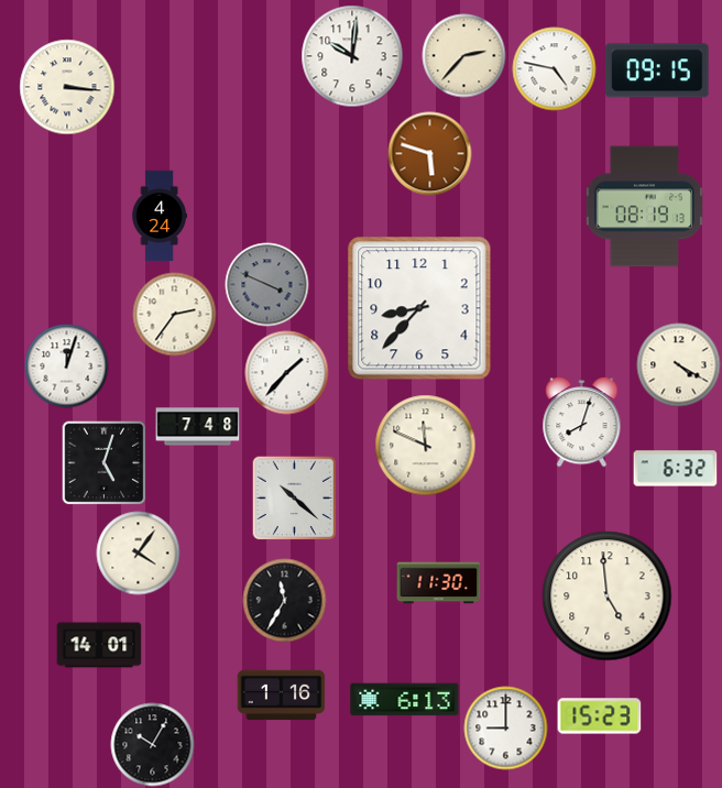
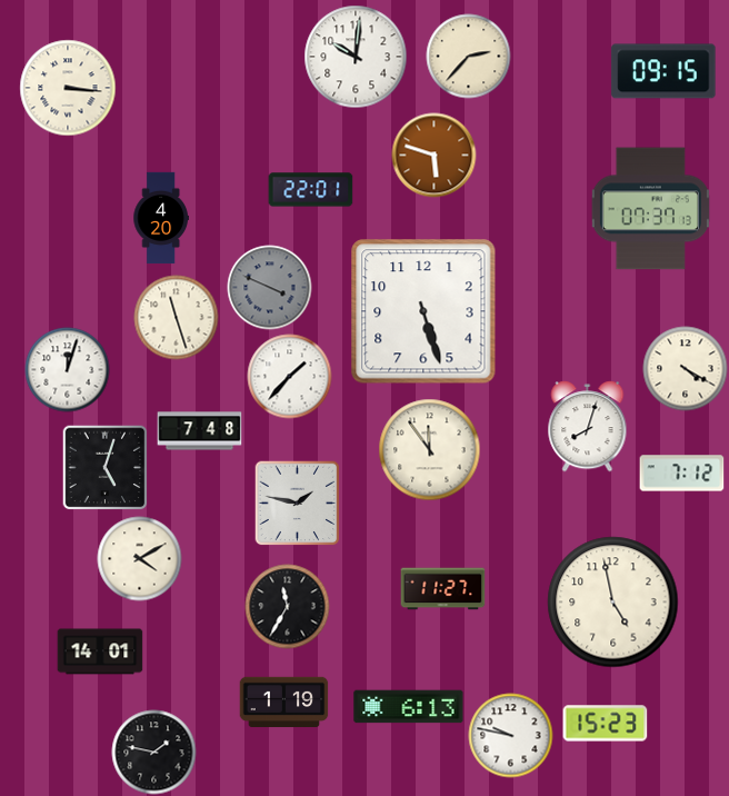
clock at (555, 69): 4:47 -> none
clock at (311, 190): none -> 22:01
clock at (644, 207): 08:19 -> 07:37
clock at (160, 216): 4:24 -> 4:20
clock at (419, 308): 8:37 -> 5:27
clock at (175, 315): 2:36 -> 11:27
clock at (426, 446): 11:49 -> 11:54
clock at (676, 469): 6:32 -> 7:12
clock at (294, 497): 10:22 -> 1:47
clock at (139, 554): 4:06 -> 4:10
clock at (439, 583): 11:30 -> 11:27
clock at (608, 597): 4:59 -> 4:58
clock at (282, 696): 1:16 -> 1:19
clock at (506, 729): 9:00 -> 9:47
clock at (153, 745): 10:05 -> 1:47
